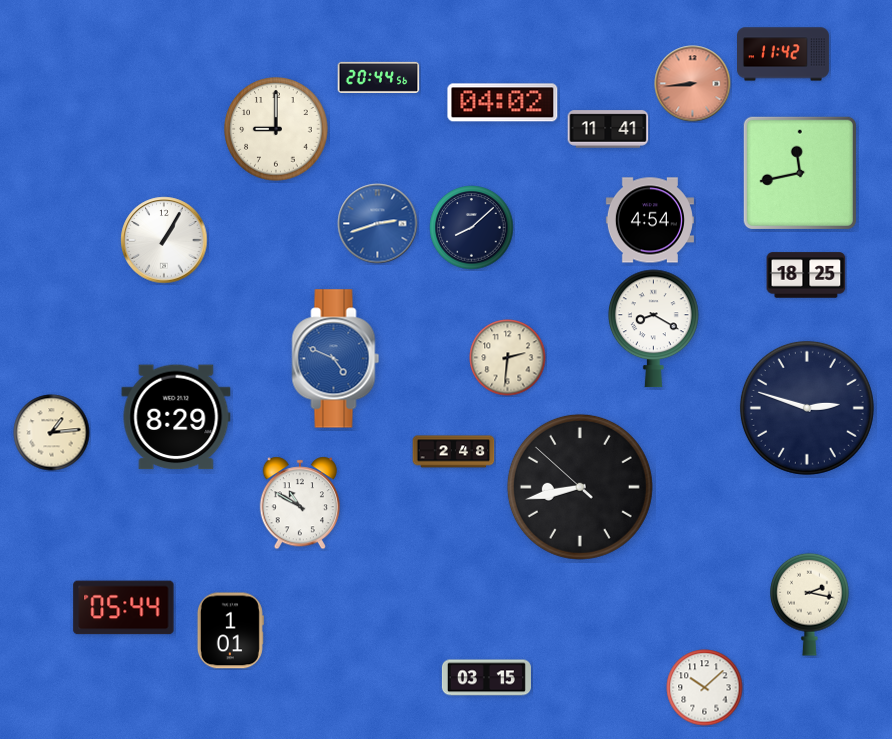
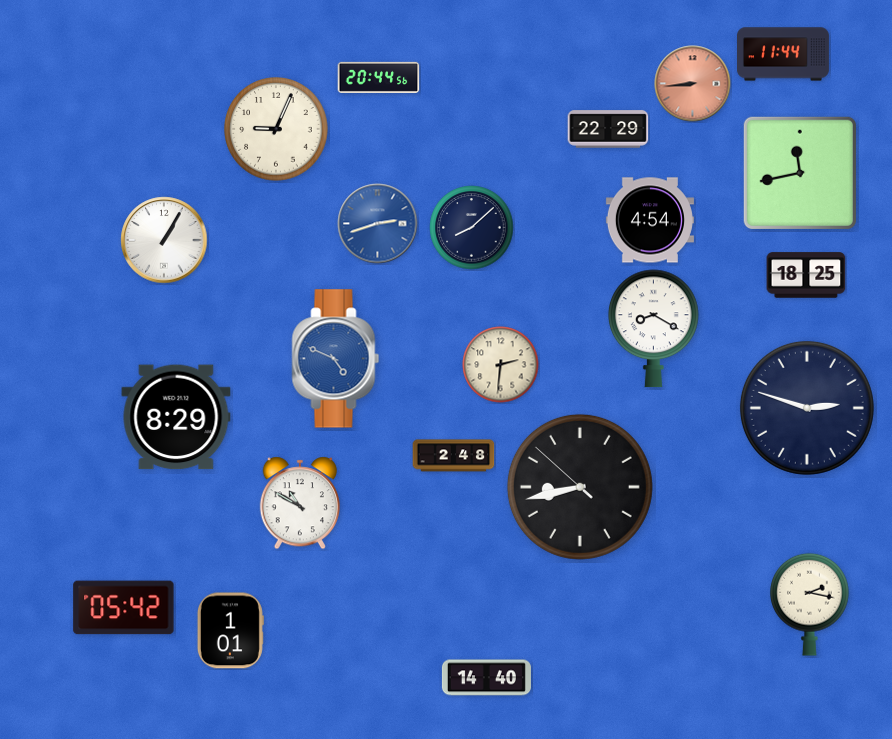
clock at (784, 54): 11:42 -> 11:44
clock at (503, 103): 04:02 -> none
clock at (276, 129): 9:00 -> 9:04
clock at (608, 129): 11:41 -> 22:29
clock at (508, 358) position: (508, 358) -> (501, 365)
clock at (52, 433): 1:14 -> none
clock at (454, 452) position: (454, 452) -> (454, 456)
clock at (124, 608): 05:44 -> 05:42
clock at (486, 678): 03:15 -> 14:40
clock at (705, 688): 10:08 -> none
